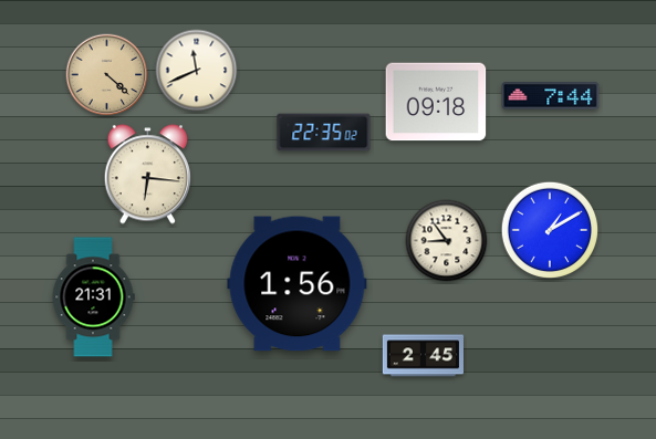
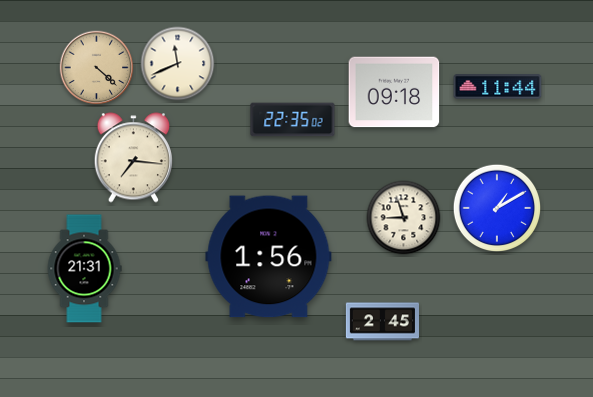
clock at (551, 96): 7:44 -> 11:44
clock at (147, 175): 6:16 -> 7:16
clock at (447, 241): 8:54 -> 8:57
